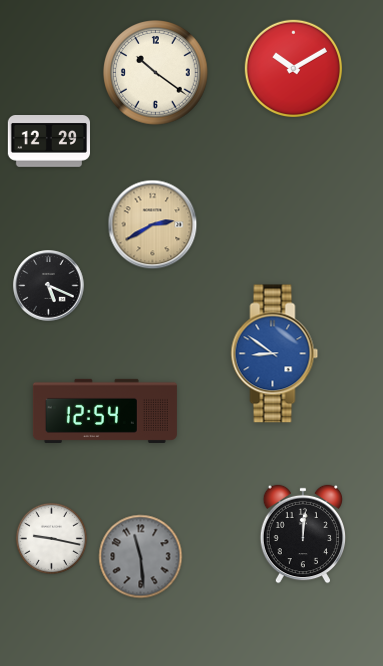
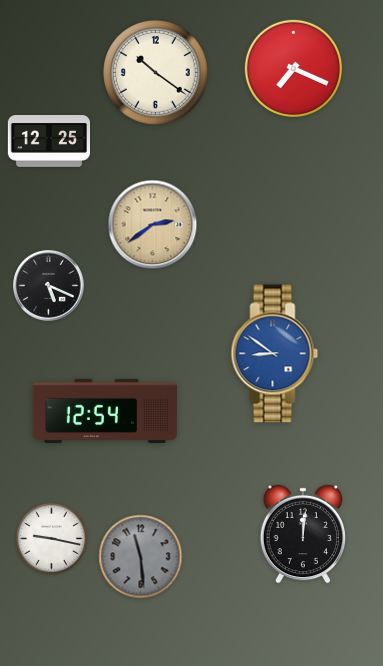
clock at (293, 68): 10:10 -> 7:19
clock at (48, 142): 12:29 -> 12:25
clock at (153, 225): 2:40 -> 2:39
